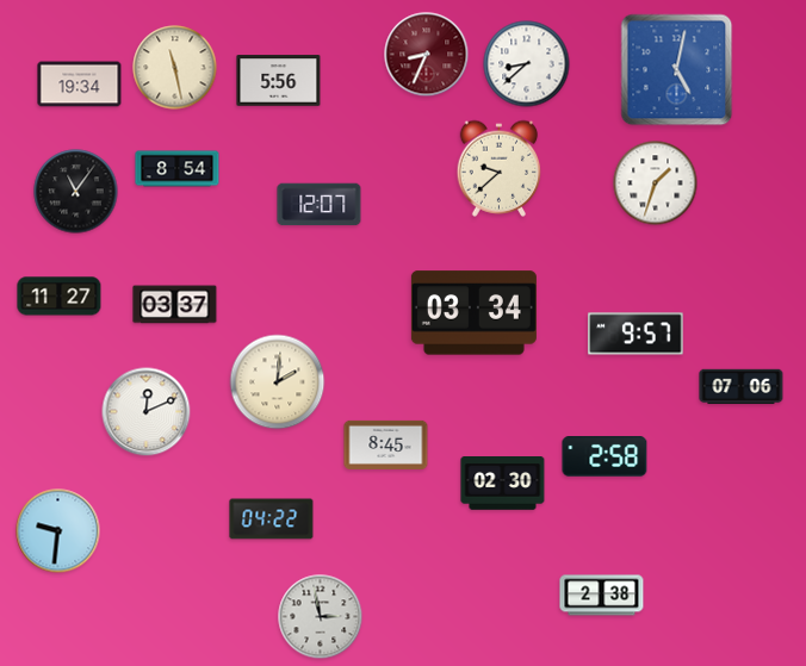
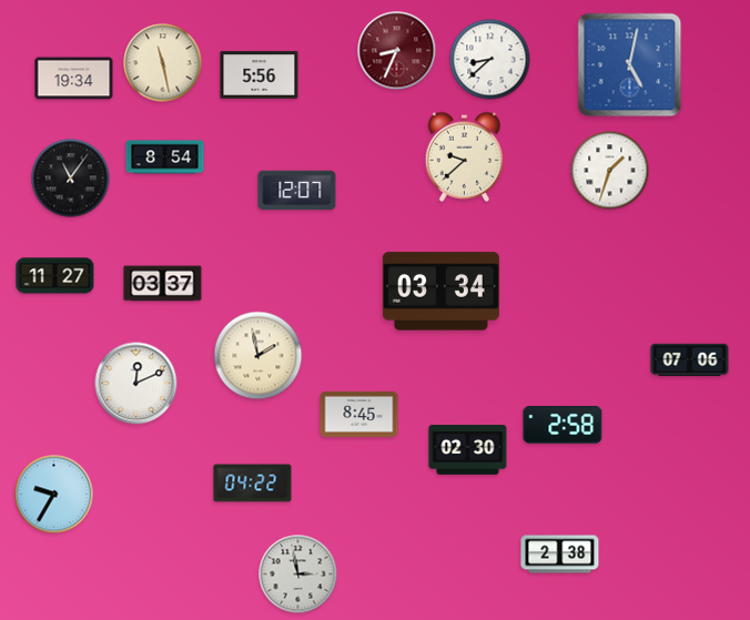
clock at (635, 334): 9:57 -> none
clock at (278, 382): 2:01 -> 1:58
clock at (58, 531): 9:31 -> 9:35
